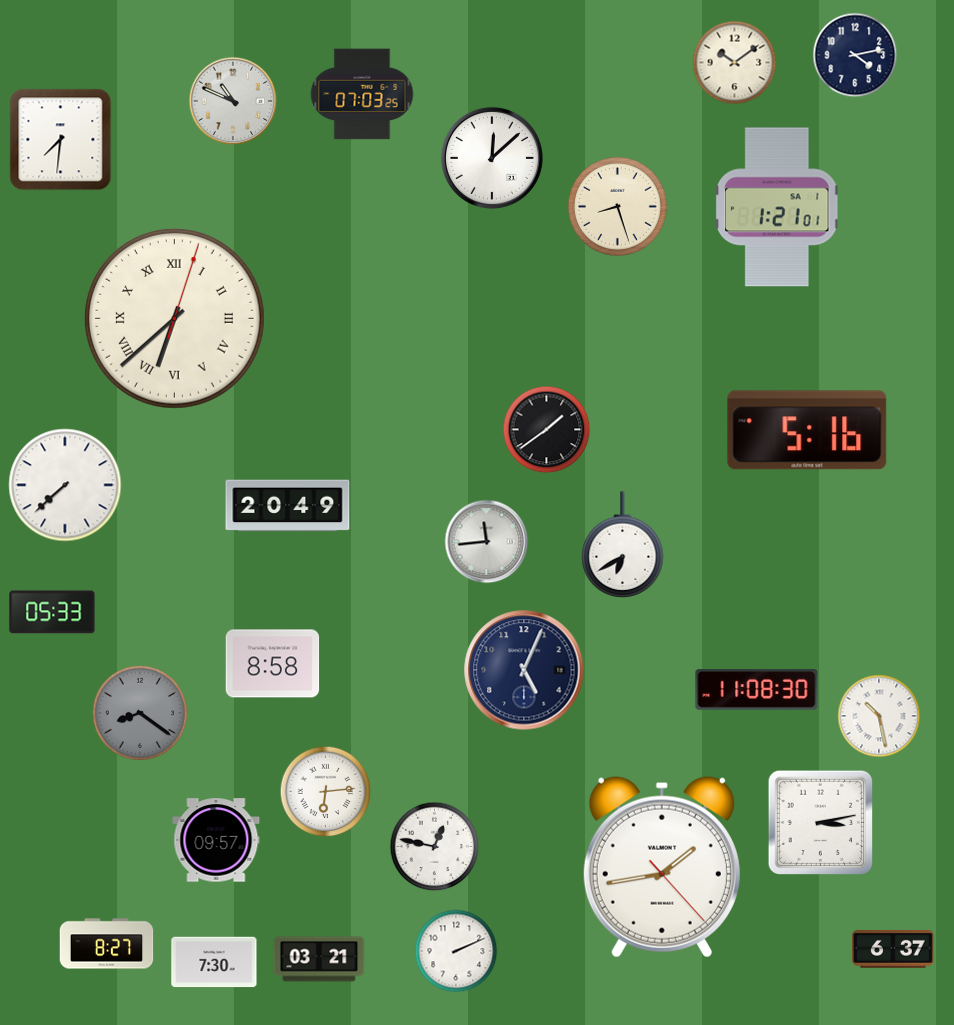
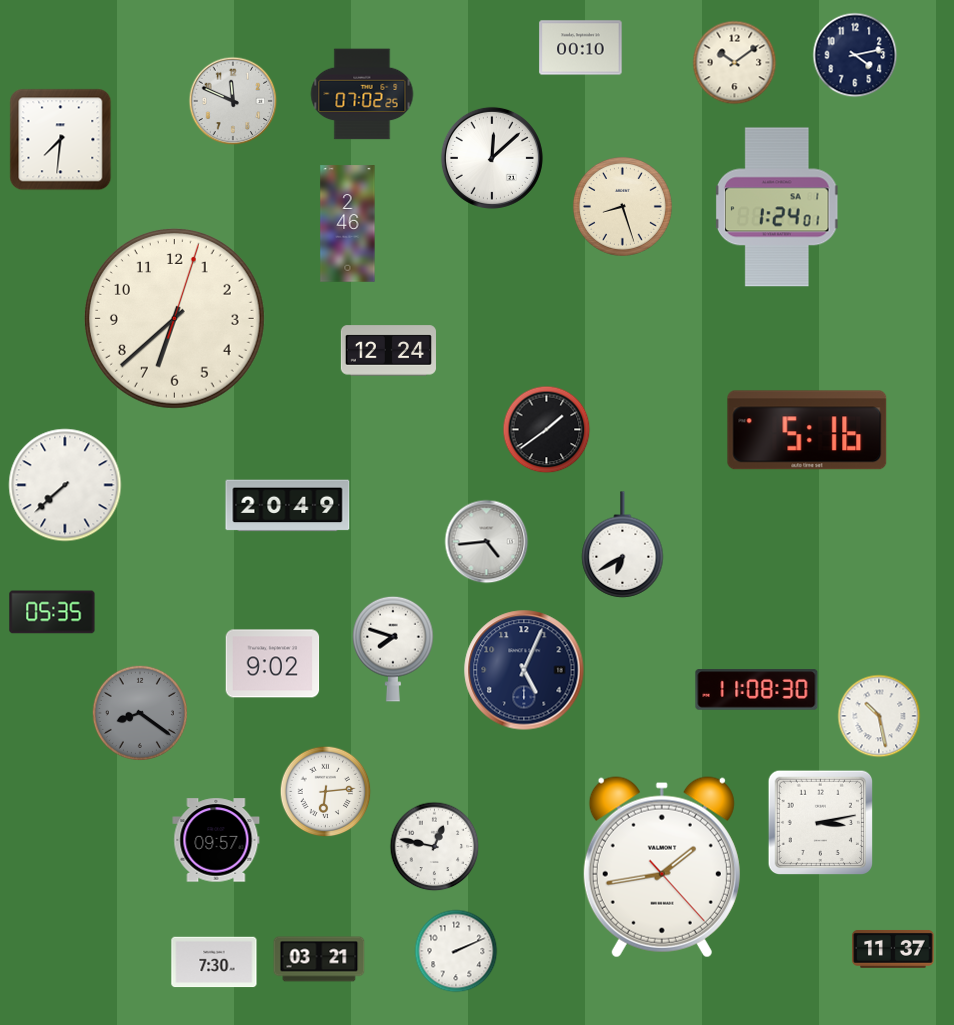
clock at (581, 48): none -> 00:10
clock at (362, 94): 07:03 -> 07:02
clock at (233, 101): 10:49 -> 11:49
clock at (617, 206) position: (617, 206) -> (622, 206)
clock at (777, 207): 1:21 -> 1:24
clock at (348, 224): none -> 2:46
clock at (174, 318) numerals: Roman -> Arabic
clock at (388, 351): none -> 12:24
clock at (487, 542): 11:44 -> 4:44
clock at (52, 612): 05:33 -> 05:35
clock at (393, 649): none -> 7:48
clock at (273, 664): 8:58 -> 9:02
clock at (107, 944): 8:27 -> none
clock at (893, 949): 6:37 -> 11:37
